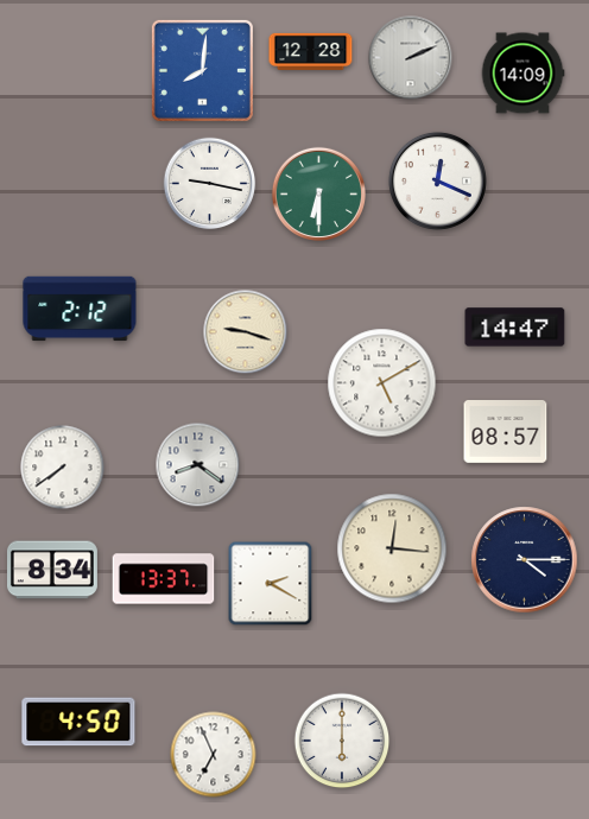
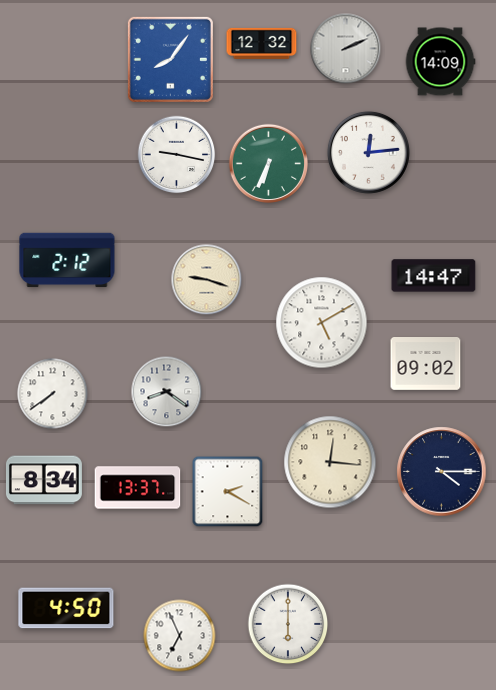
clock at (311, 51): 12:28 -> 12:32
clock at (202, 70): 8:01 -> 8:06
clock at (437, 180): 12:19 -> 12:14
clock at (318, 193): 6:30 -> 6:34
clock at (506, 432): 08:57 -> 09:02
